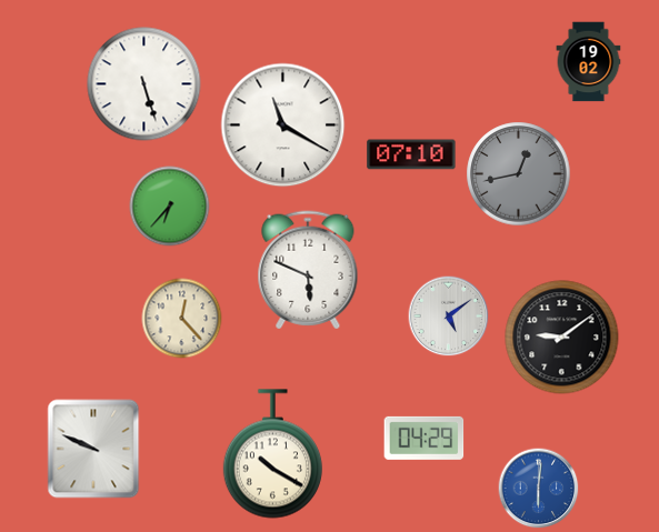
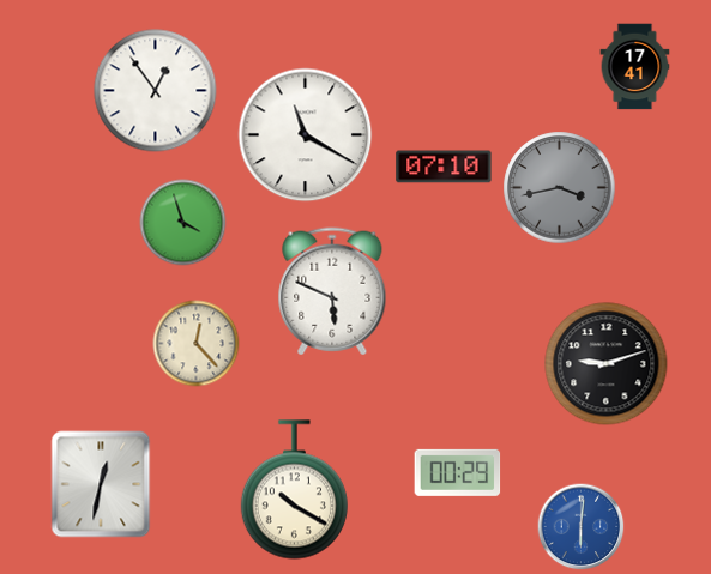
clock at (589, 62): 19:02 -> 17:41
clock at (144, 84): 5:27 -> 12:54
clock at (519, 174): 12:43 -> 3:43
clock at (170, 207): 6:37 -> 3:57
clock at (449, 317): 5:09 -> none
clock at (562, 338): 9:09 -> 9:12
clock at (425, 438): 04:29 -> 00:29
clock at (93, 449): 9:49 -> 12:32
